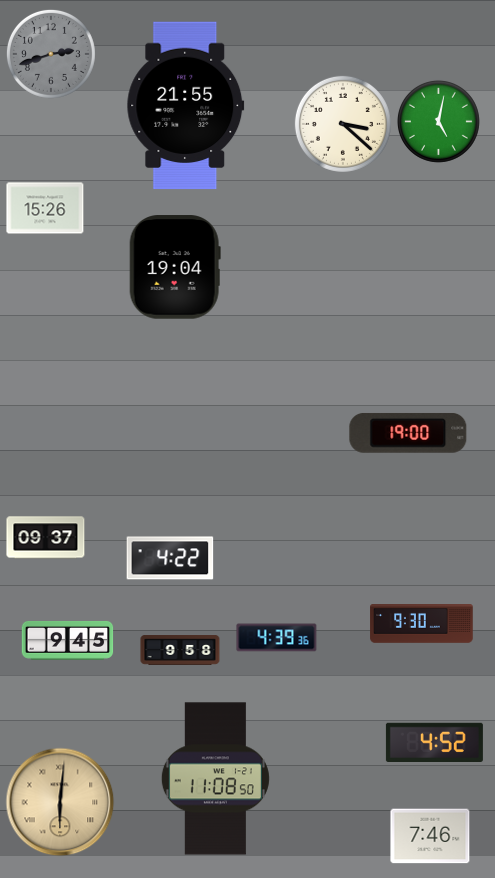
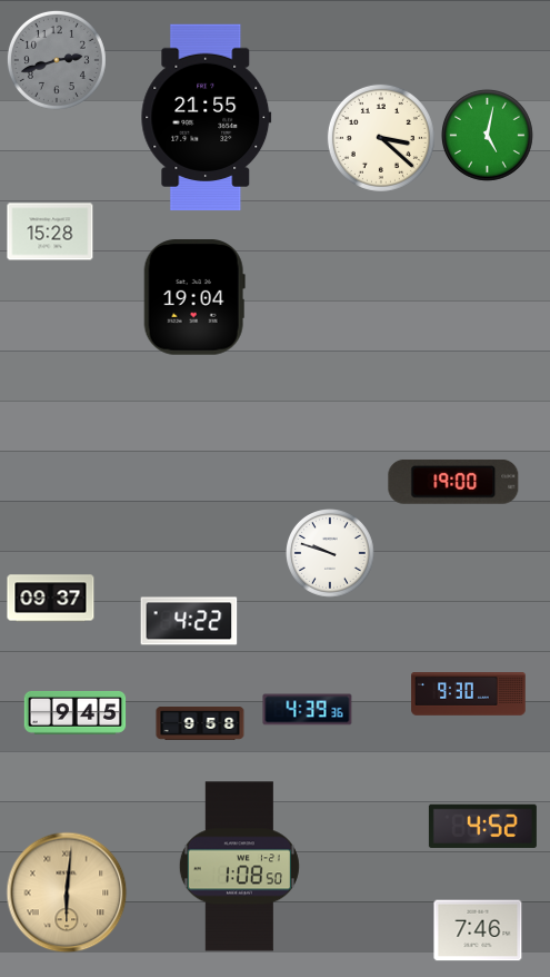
clock at (45, 208): 15:26 -> 15:28
clock at (331, 554): none -> 9:48
clock at (215, 779): 11:08 -> 1:08
